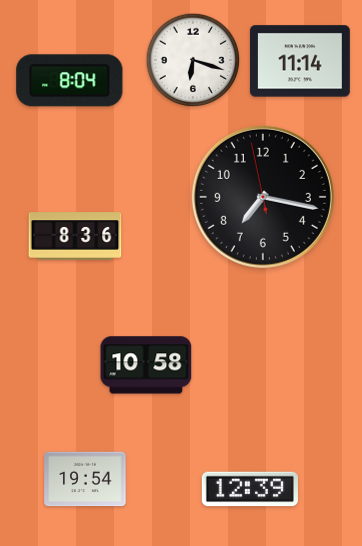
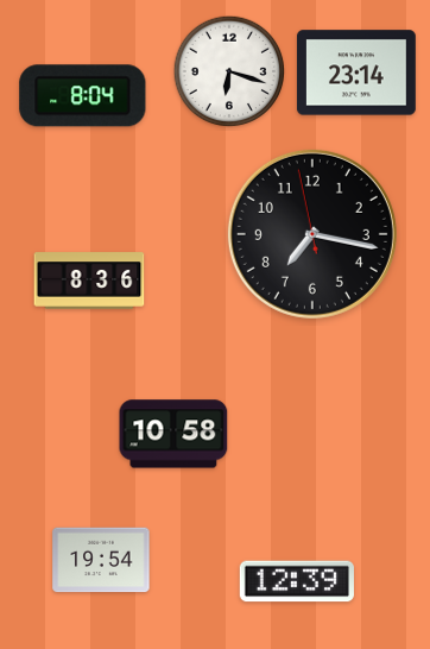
clock at (300, 61): 11:14 -> 23:14
clock at (85, 479) position: (85, 479) -> (101, 560)
